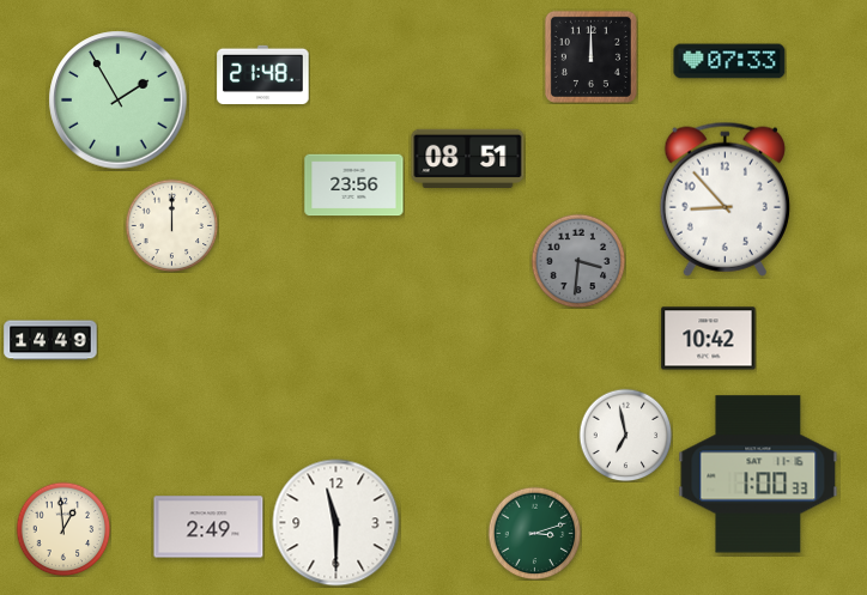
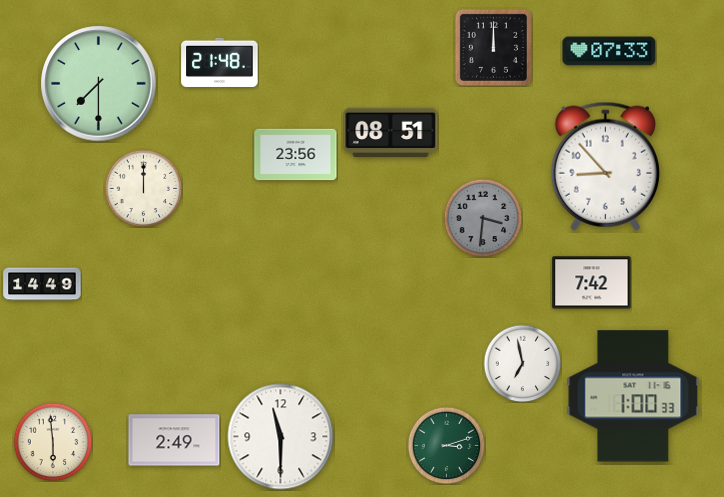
clock at (119, 101): 1:55 -> 7:30
clock at (709, 339): 10:42 -> 7:42
clock at (63, 529): 12:59 -> 5:59
